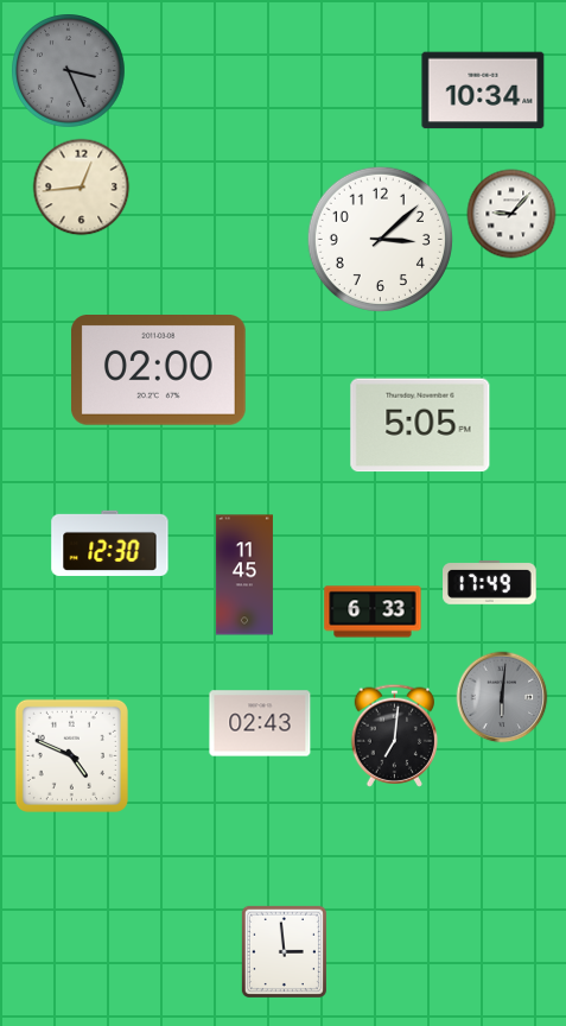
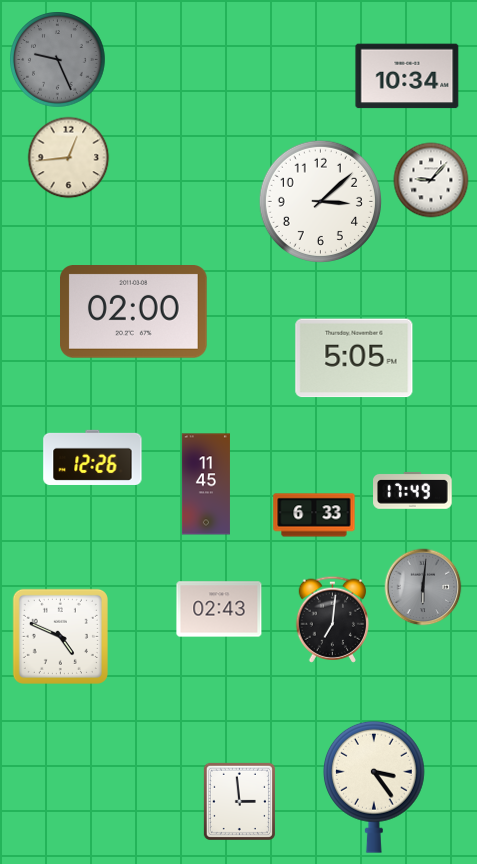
clock at (69, 71): 3:26 -> 9:26
clock at (110, 543): 12:30 -> 12:26
clock at (374, 787): none -> 3:24
